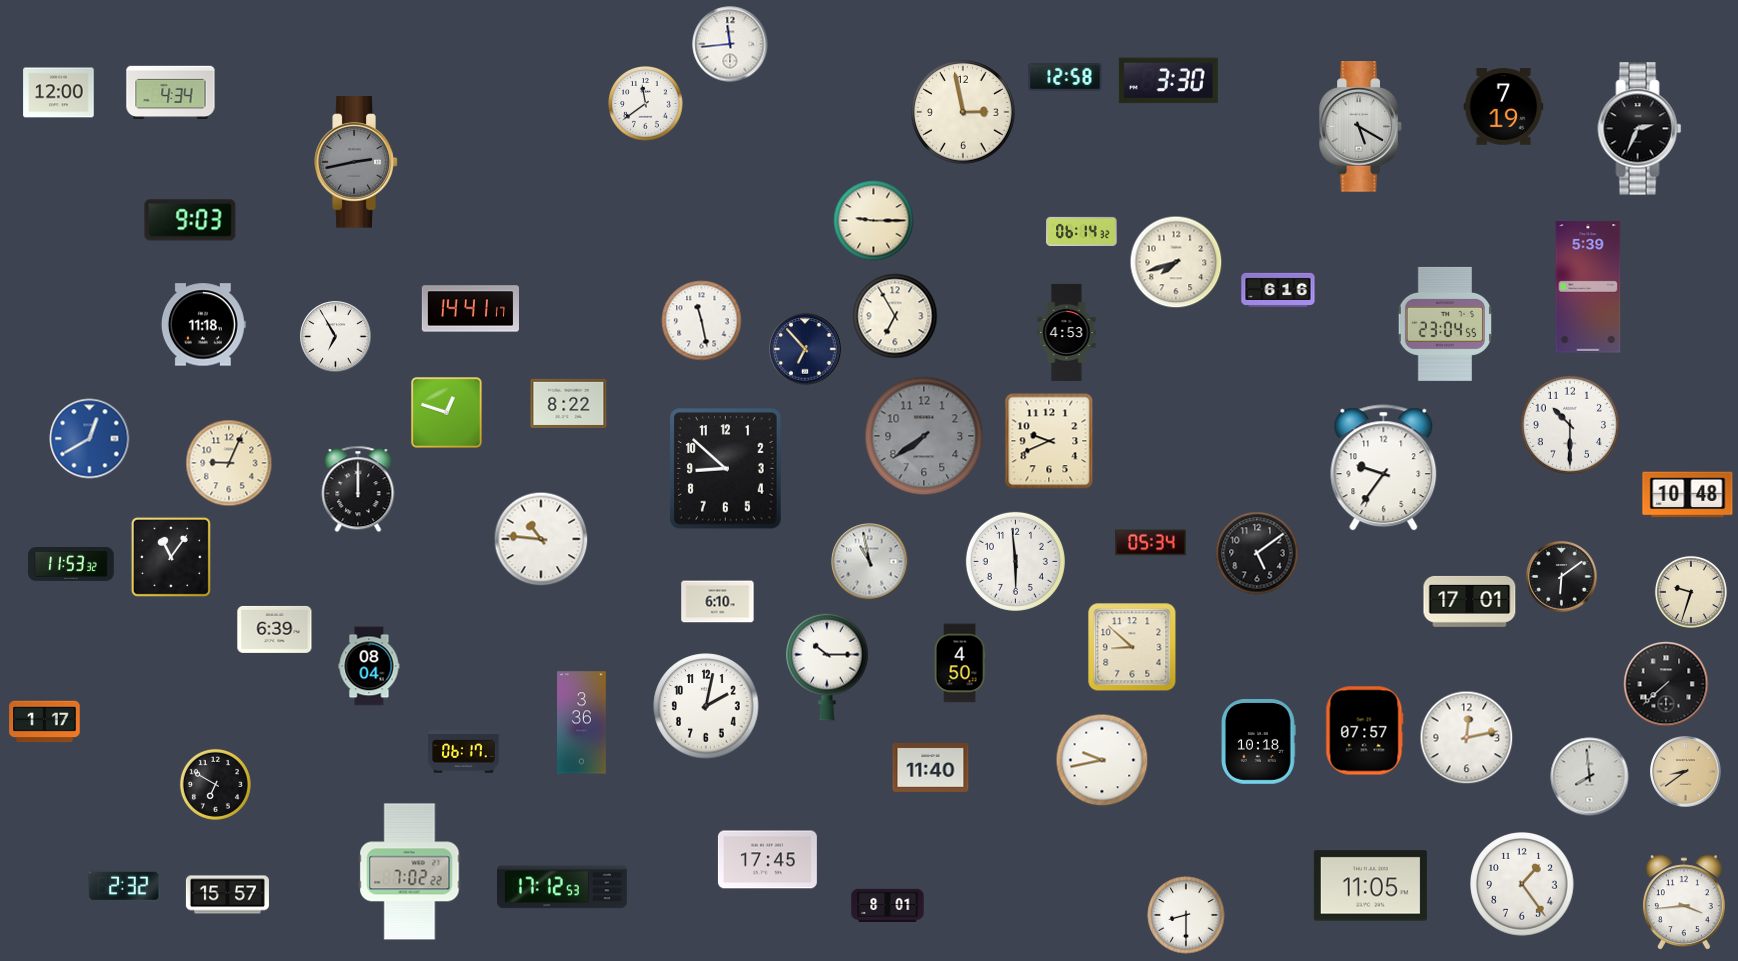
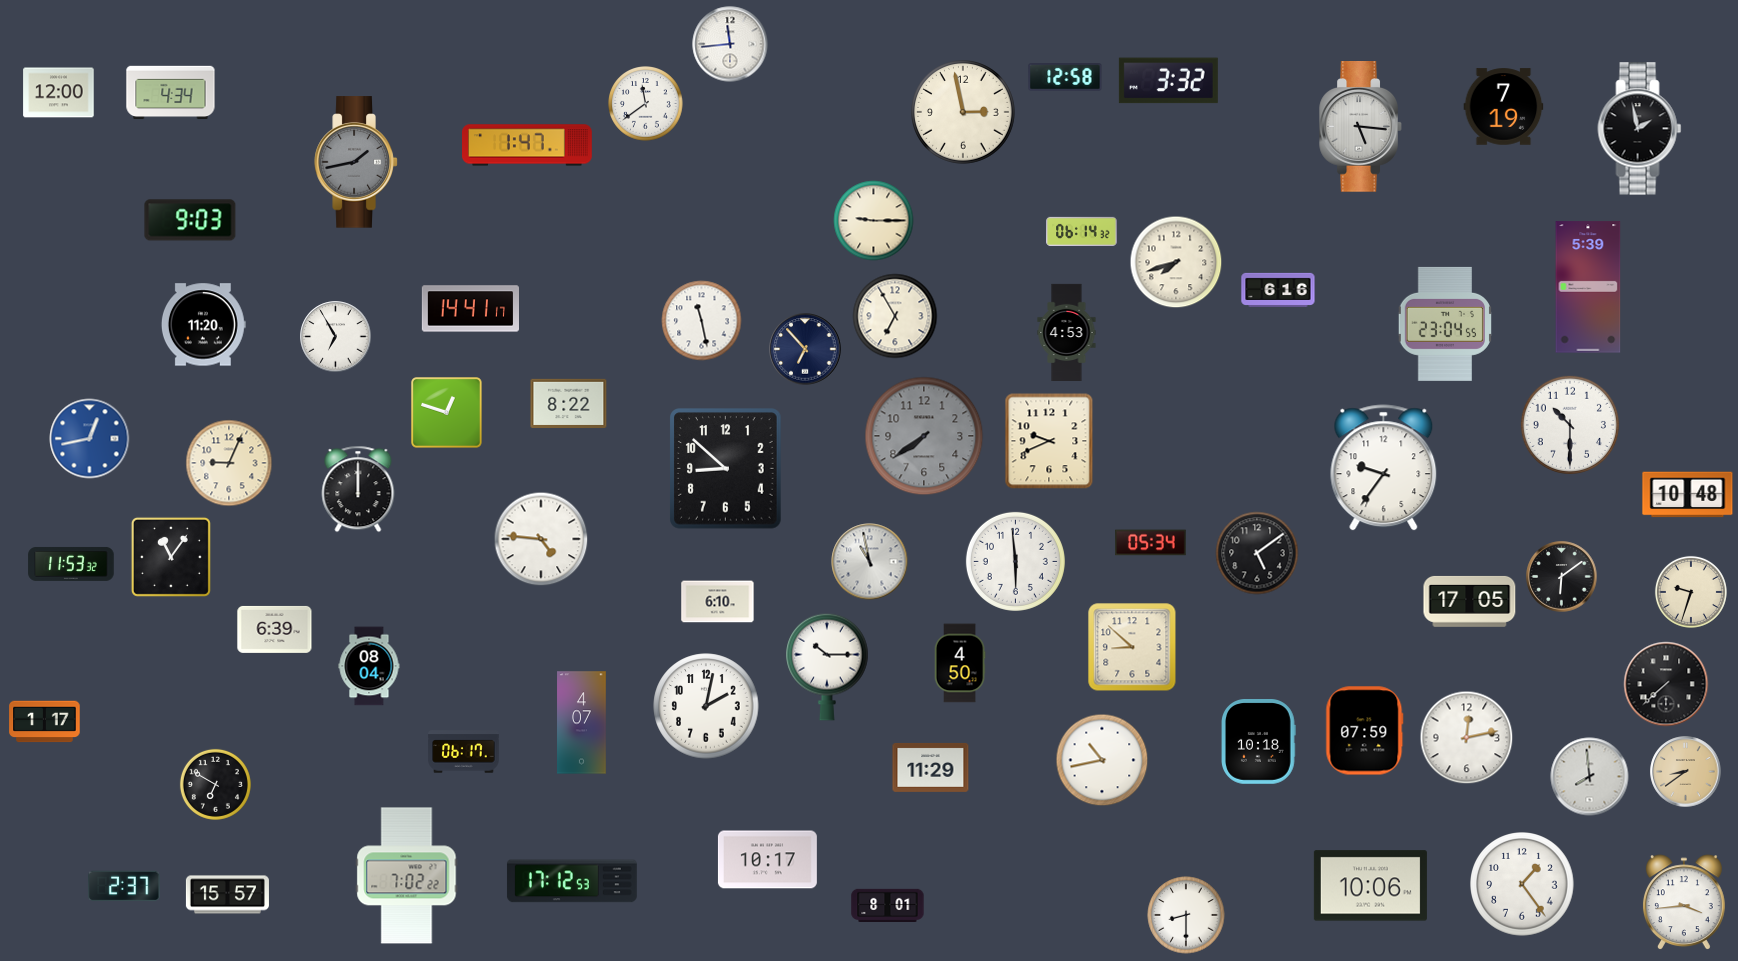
clock at (1168, 81): 3:30 -> 3:32
clock at (1360, 127): 5:20 -> 5:16
clock at (1640, 129): 2:34 -> 1:58
clock at (528, 145): none -> 1:47
clock at (356, 162): 2:43 -> 1:43
clock at (203, 325): 11:18 -> 11:20
clock at (90, 439): 12:40 -> 12:43
clock at (541, 539): 10:46 -> 4:46
clock at (1470, 601): 17:01 -> 17:05
clock at (582, 723): 3:36 -> 4:07
clock at (1365, 731): 07:57 -> 07:59
clock at (1102, 760): 9:43 -> 10:43
clock at (931, 767): 11:40 -> 11:29
clock at (767, 860): 17:45 -> 10:17
clock at (410, 872) position: (410, 872) -> (407, 876)
clock at (124, 886): 2:32 -> 2:37
clock at (1370, 886): 11:05 -> 10:06
clock at (562, 887) position: (562, 887) -> (572, 881)
